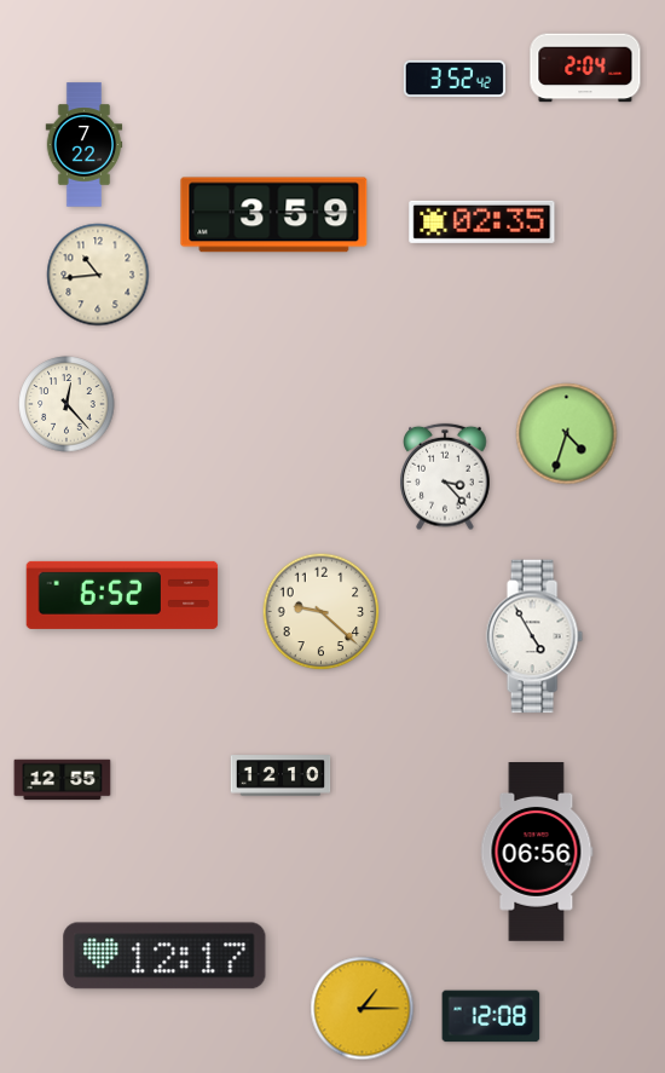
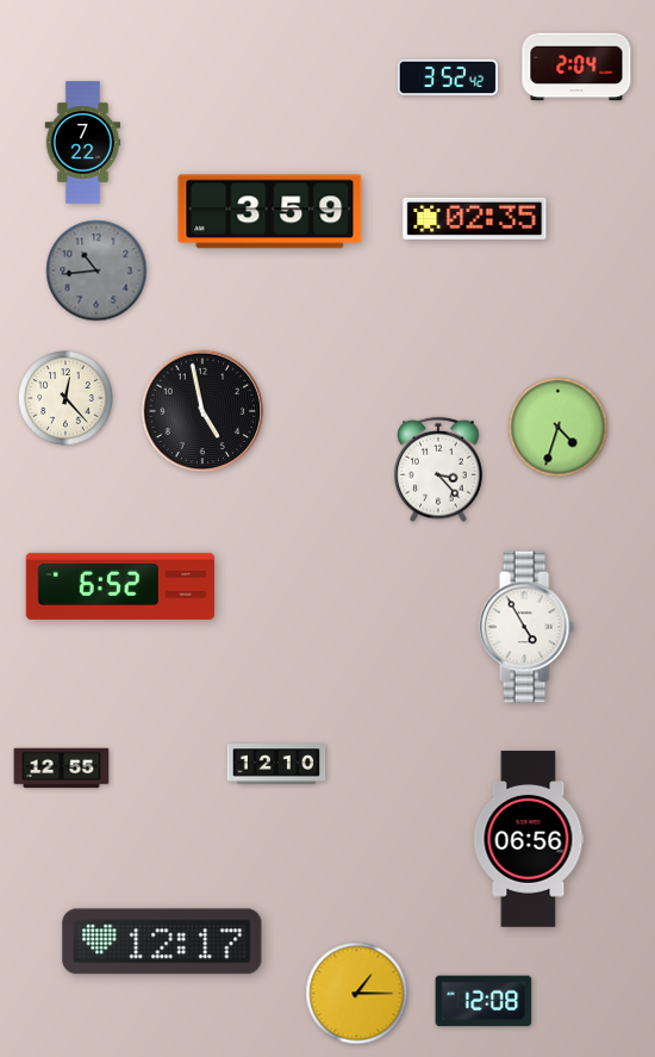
clock at (98, 275) dial: cream -> grey
clock at (202, 411): none -> 4:58
clock at (322, 612): 9:22 -> none
